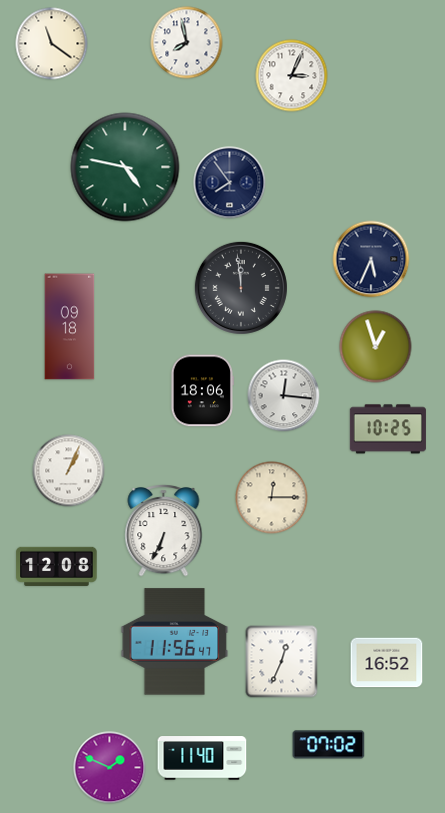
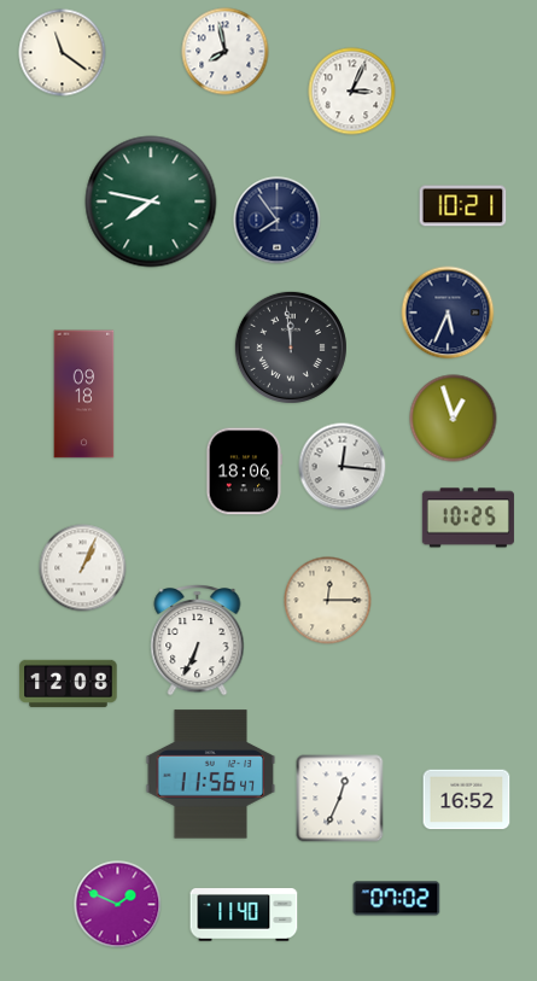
clock at (125, 167): 4:47 -> 7:47
clock at (463, 206): none -> 10:21
clock at (284, 396) position: (284, 396) -> (343, 467)
clock at (110, 768) position: (110, 768) -> (118, 905)
